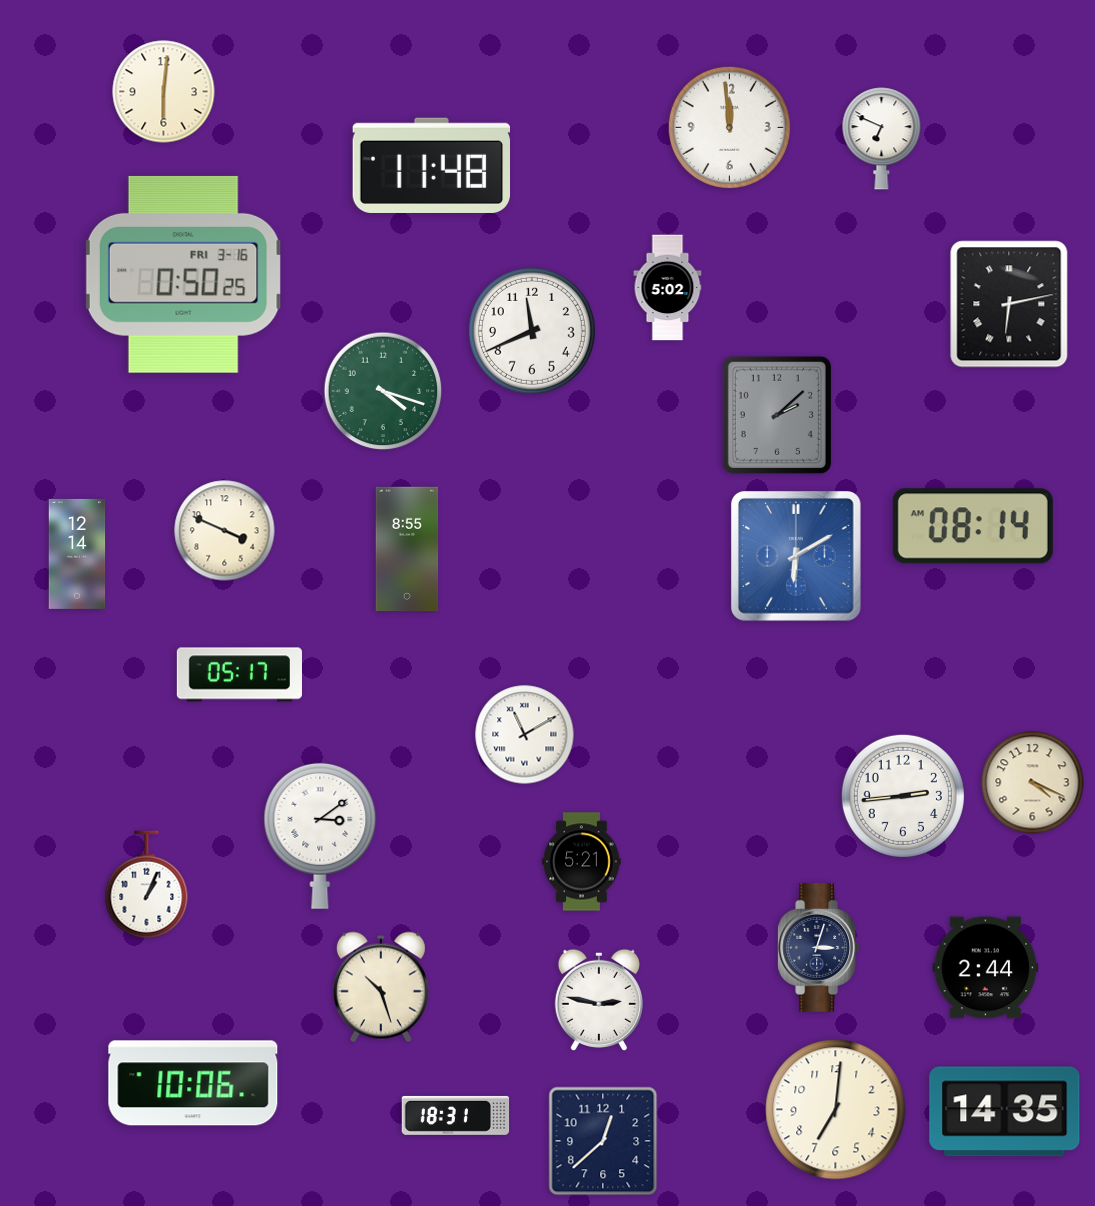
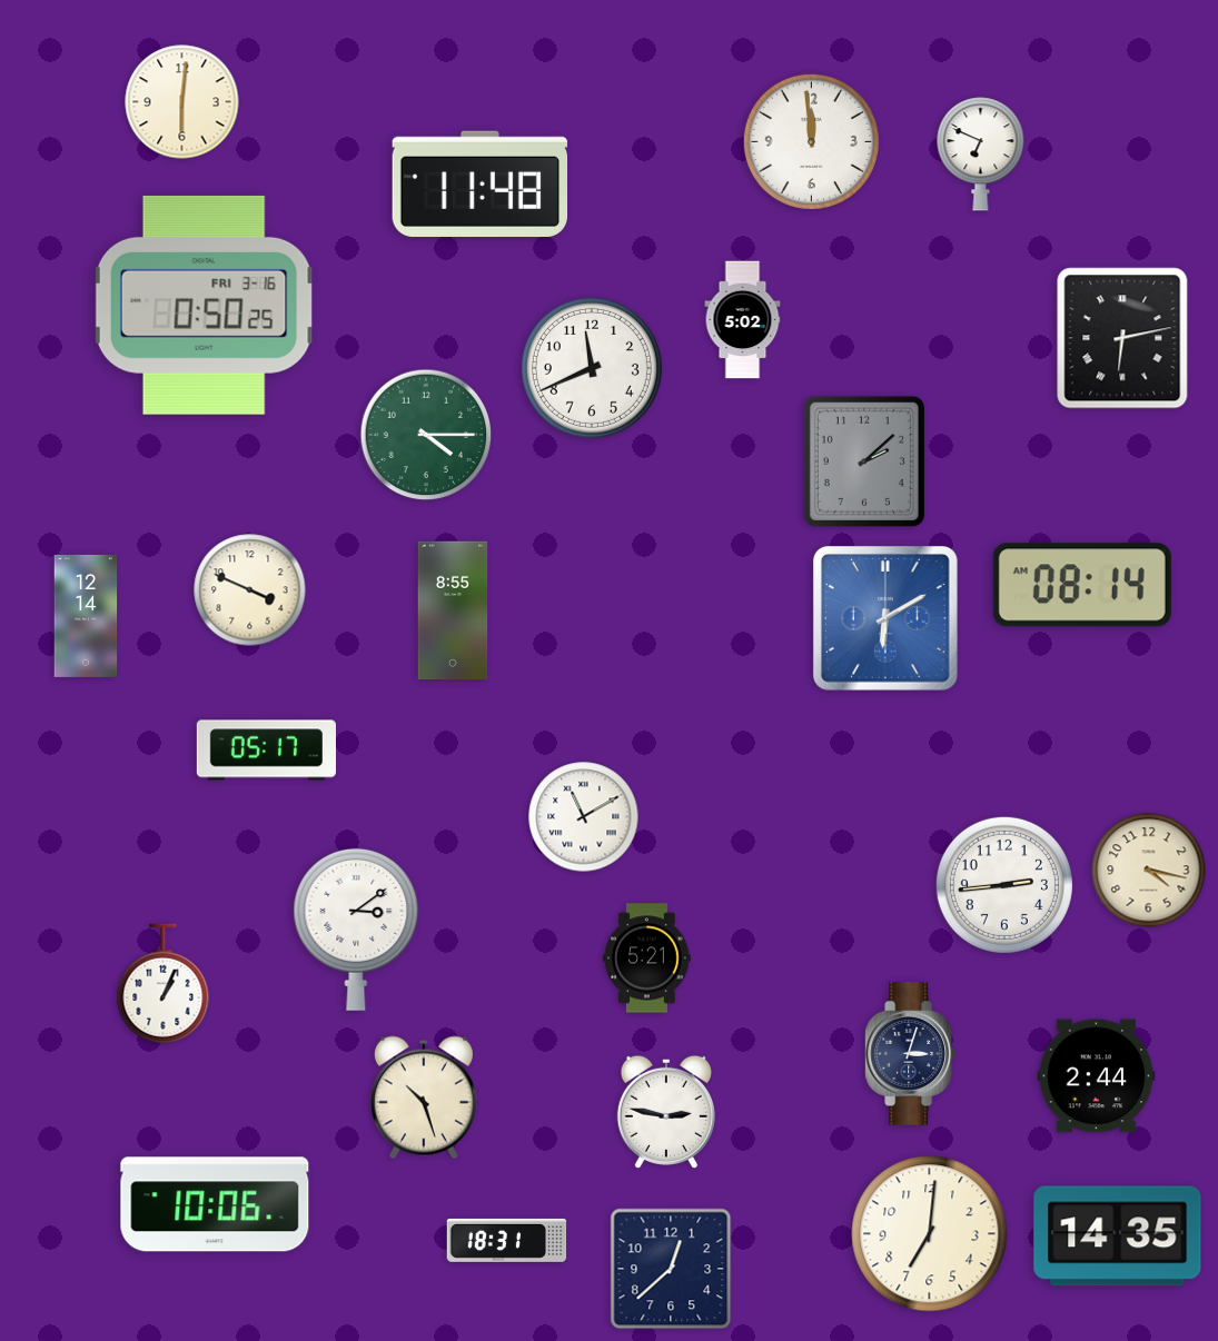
clock at (383, 391): 4:18 -> 4:15
clock at (1033, 783): 4:19 -> 4:17
